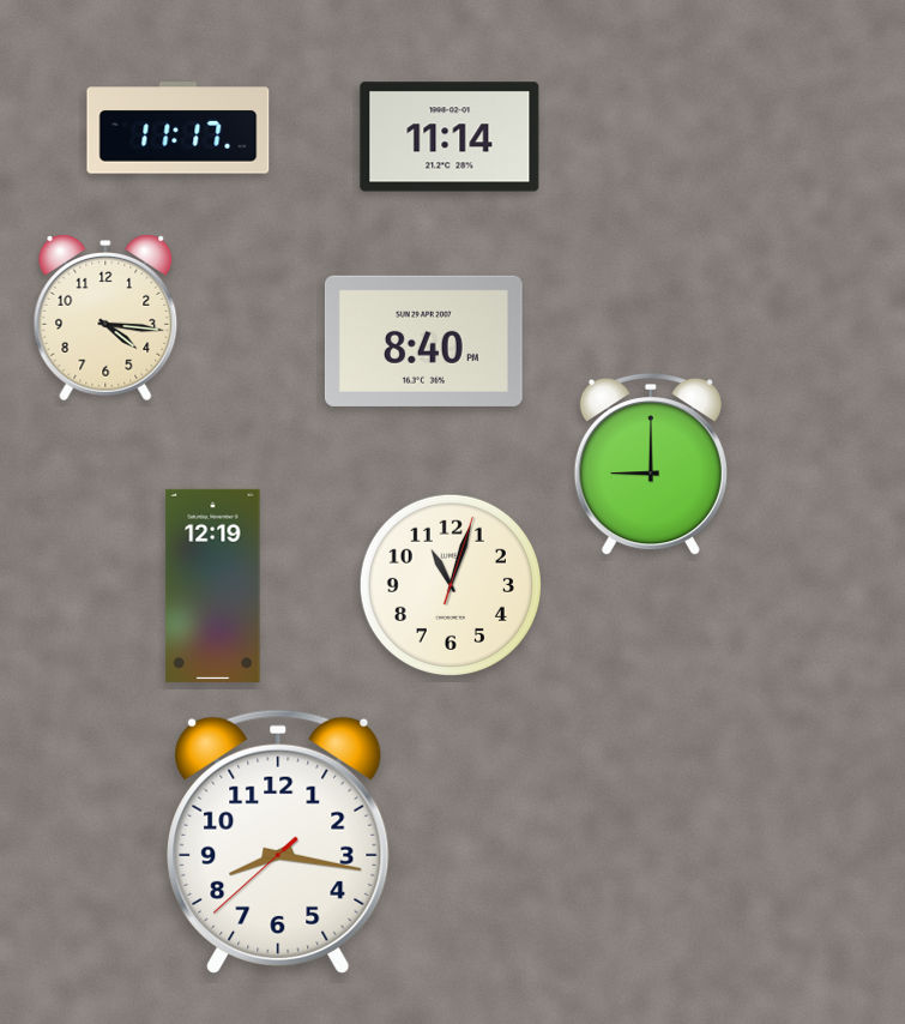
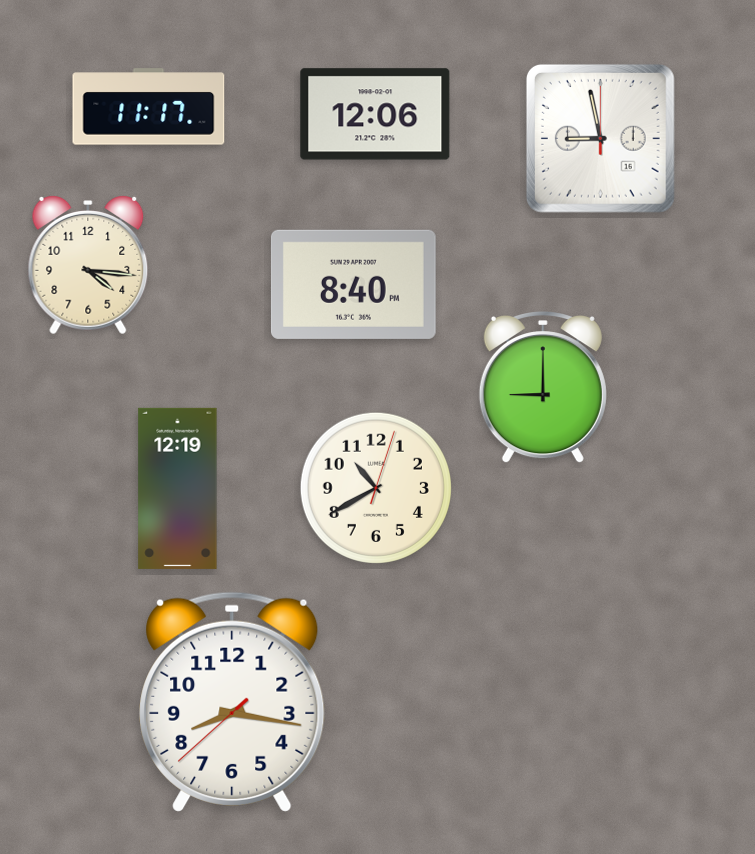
clock at (450, 137): 11:14 -> 12:06
clock at (600, 138): none -> 8:58
clock at (451, 585): 11:03 -> 10:40
